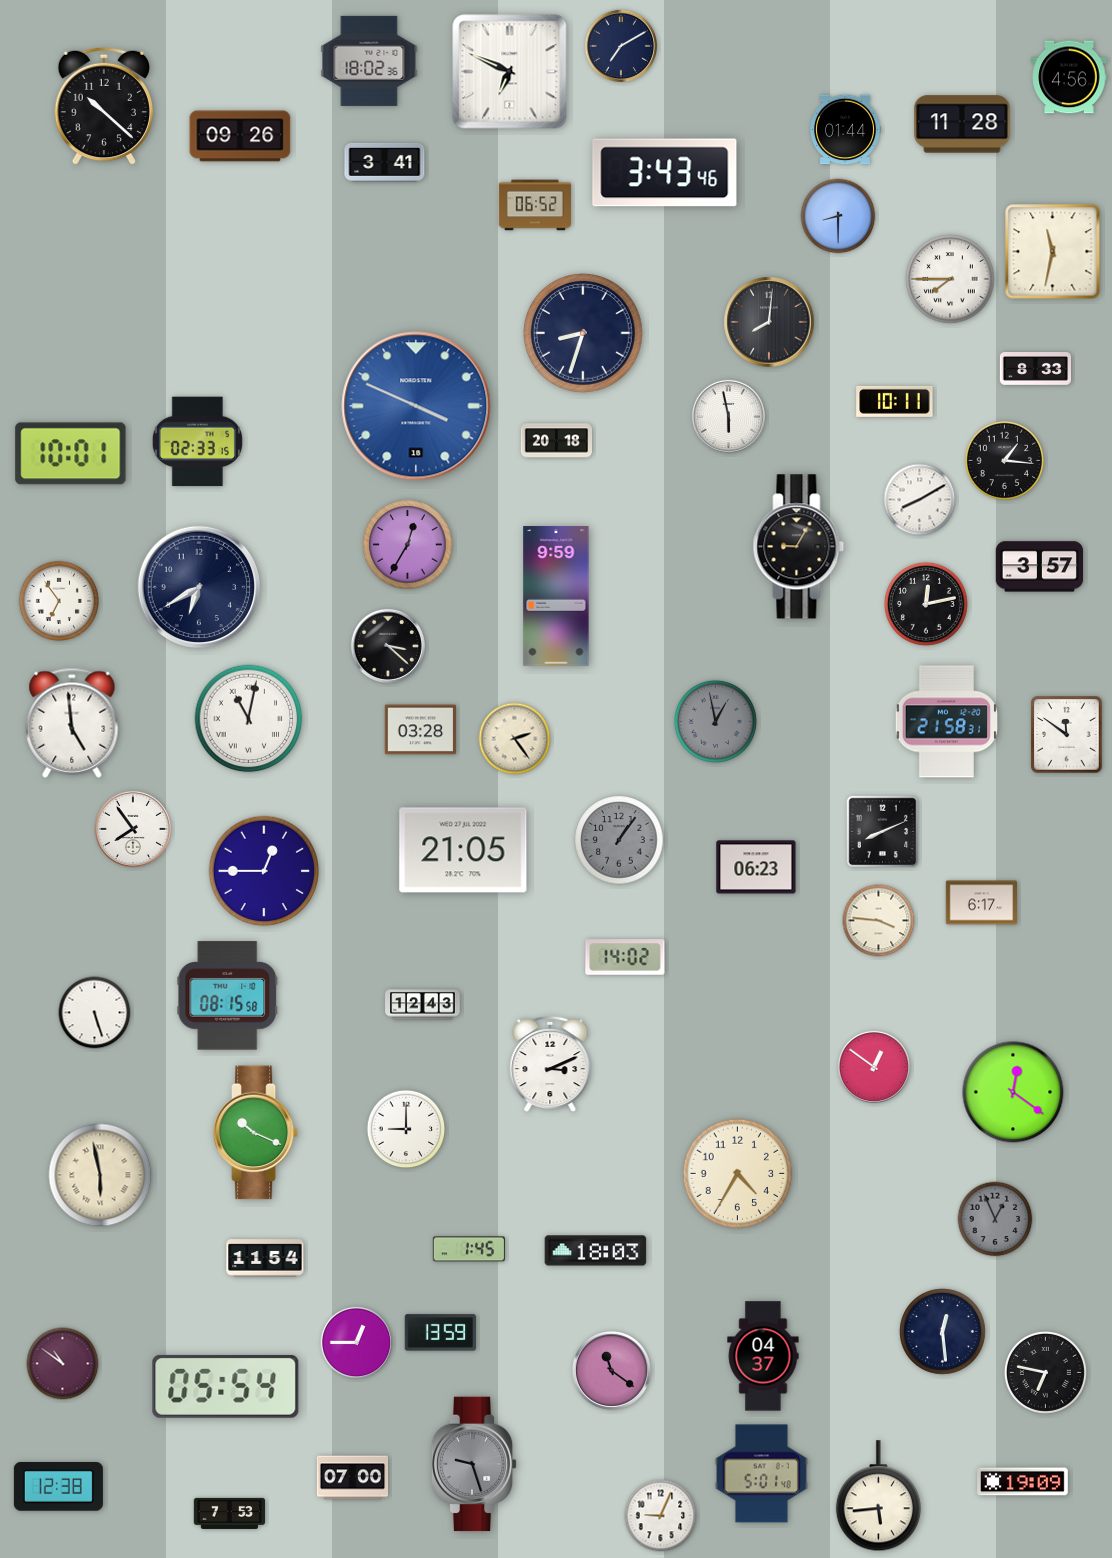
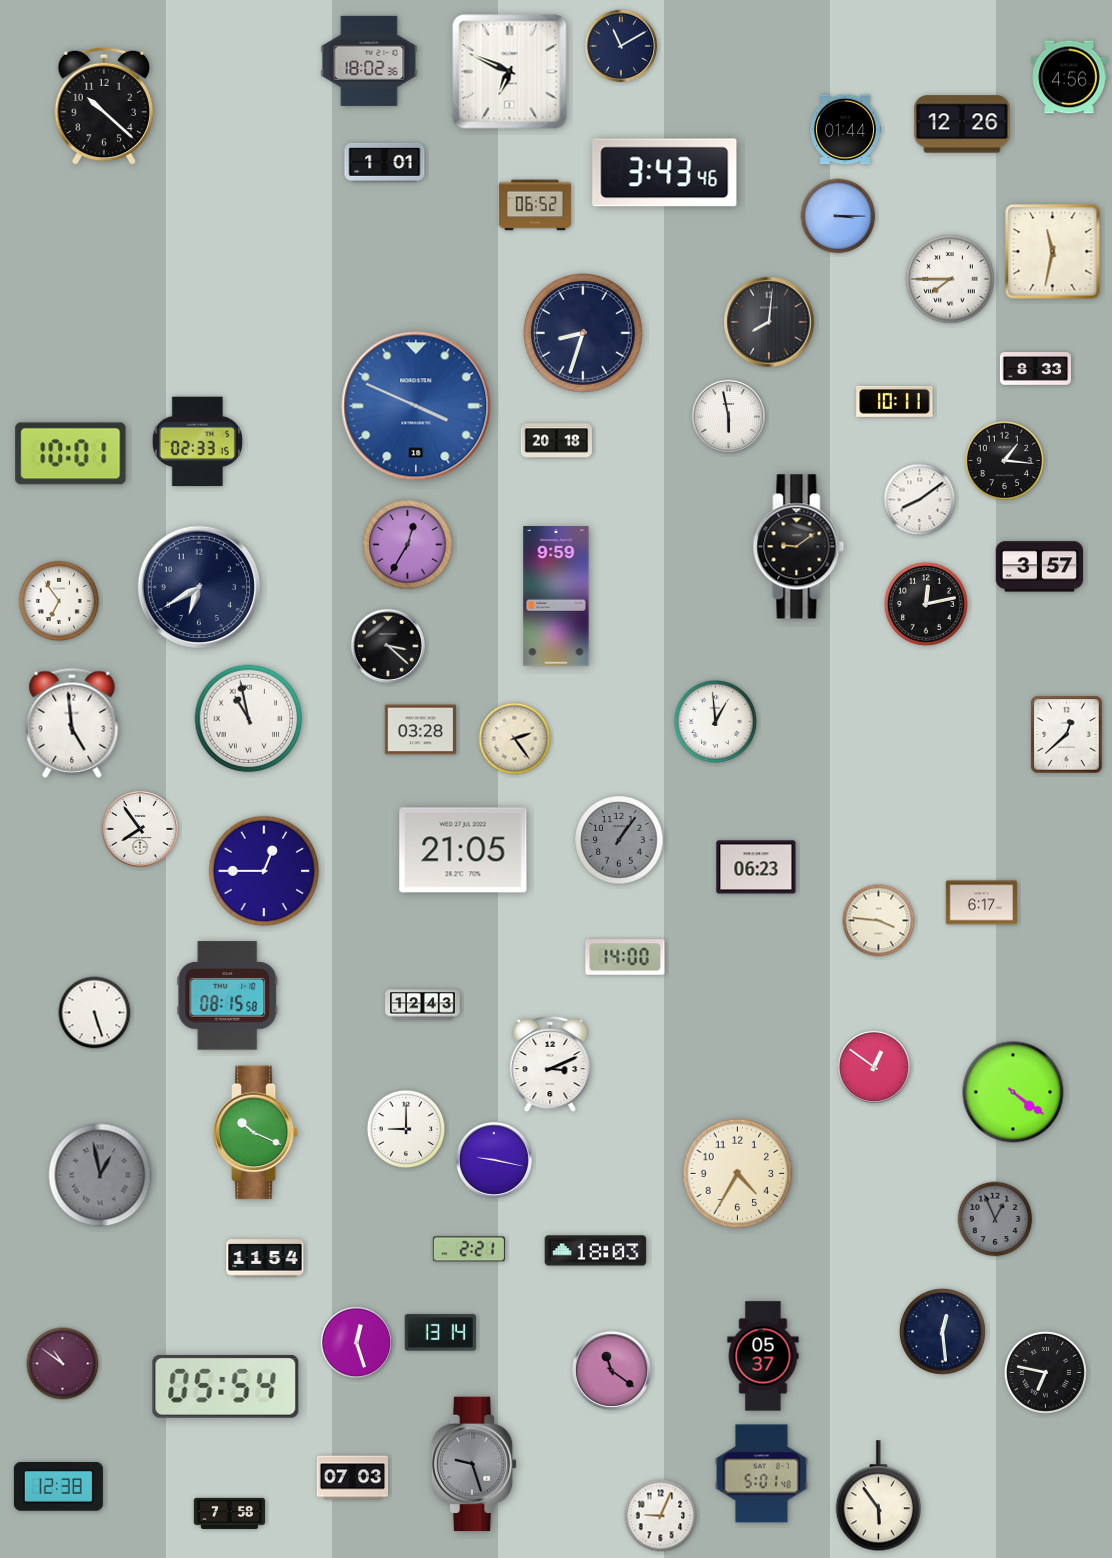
clock at (621, 46): 7:10 -> 11:10
clock at (962, 124): 11:28 -> 12:26
clock at (240, 136): 09:26 -> none
clock at (385, 162): 3:41 -> 1:01
clock at (838, 216): 8:30 -> 3:15
clock at (920, 500): 8:10 -> 8:09
clock at (799, 547): 9:05 -> 9:09
clock at (249, 719): 11:02 -> 10:58
clock at (715, 721): 12:58 -> 12:59
clock at (715, 721) dial: grey -> white
clock at (946, 722): 21:58 -> none
clock at (1067, 735): 11:51 -> 12:38
clock at (133, 829) position: (133, 829) -> (140, 829)
clock at (883, 832): 8:11 -> none
clock at (625, 957): 14:02 -> 14:00
clock at (1013, 1092): 12:21 -> 4:21
clock at (494, 1160): none -> 9:17
clock at (100, 1175): 5:58 -> 12:58
clock at (100, 1175) dial: cream -> grey
clock at (469, 1249): 1:45 -> 2:21
clock at (440, 1333): 13:59 -> 13:14
clock at (357, 1343): 12:45 -> 12:27
clock at (763, 1356): 04:37 -> 05:37
clock at (353, 1478): 07:00 -> 07:03
clock at (1023, 1482): 19:09 -> none
clock at (878, 1496): 5:44 -> 5:54
clock at (230, 1513): 7:53 -> 7:58
